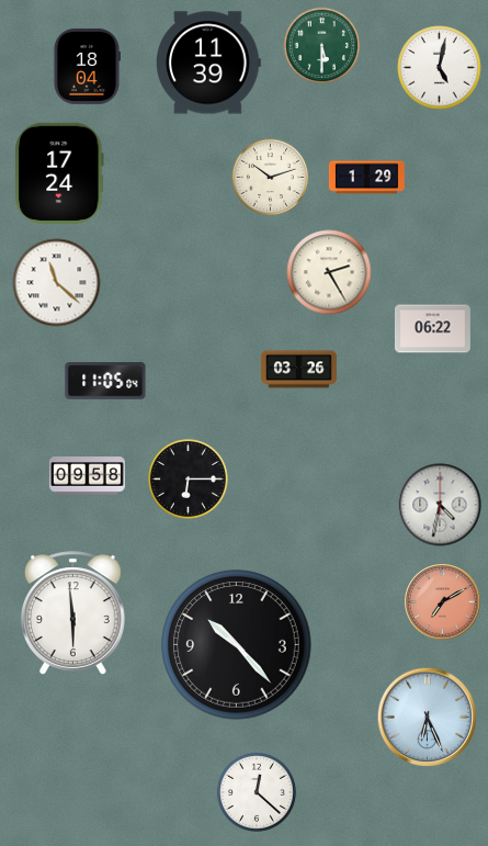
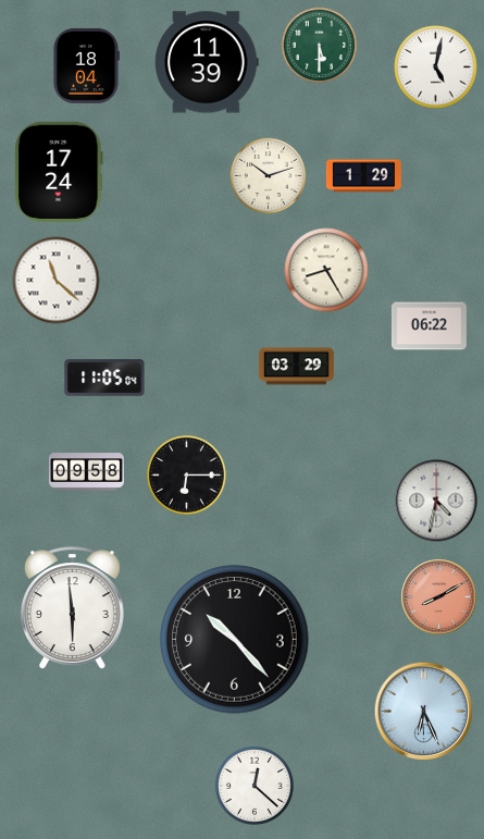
clock at (329, 272): 2:25 -> 8:25
clock at (298, 370): 03:26 -> 03:29
clock at (443, 602): 7:10 -> 8:10
